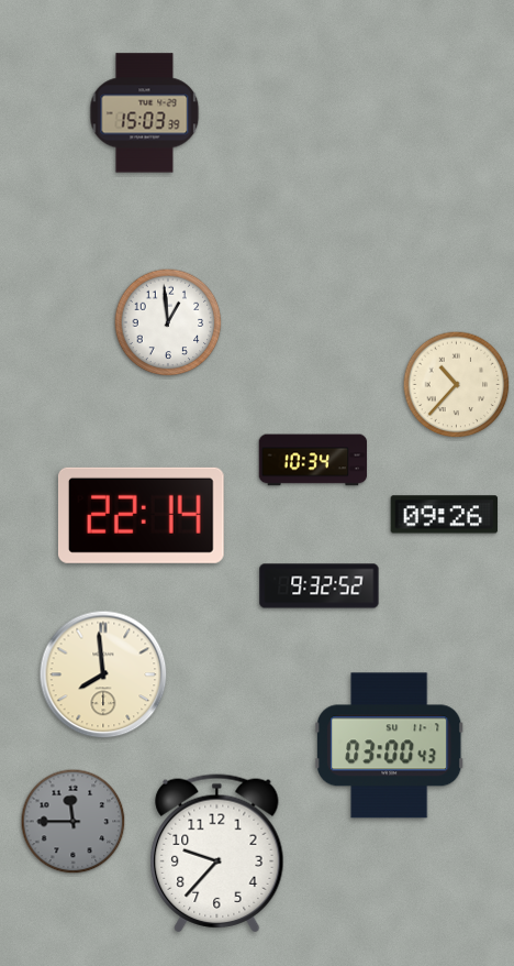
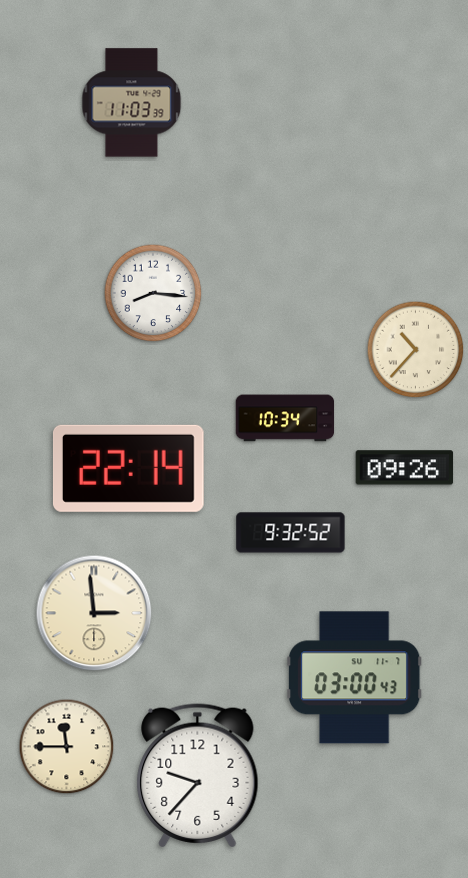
clock at (145, 113): 15:03 -> 11:03
clock at (168, 322): 12:59 -> 8:16
clock at (103, 674): 7:59 -> 2:59
clock at (74, 822) dial: grey -> cream
